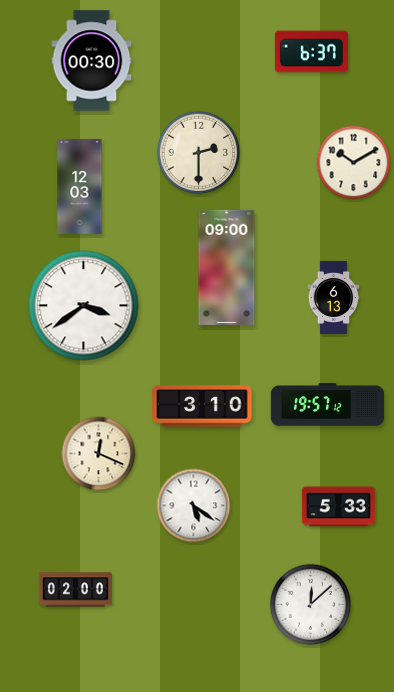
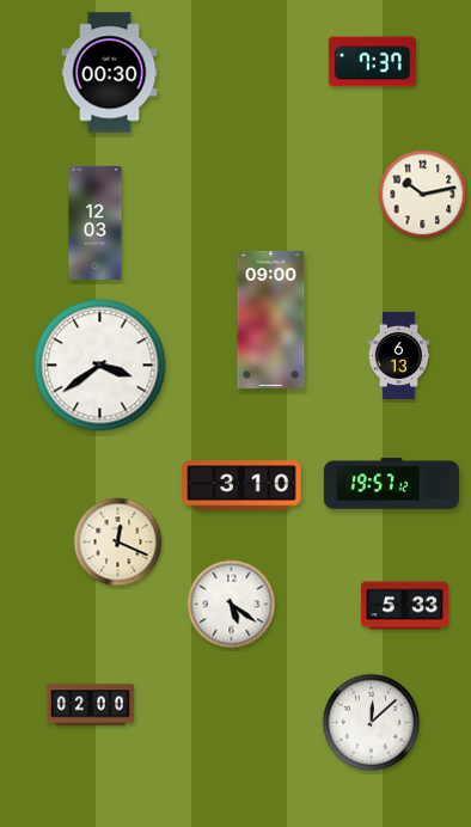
clock at (311, 52): 6:37 -> 7:37
clock at (199, 153): 2:30 -> none
clock at (354, 163): 10:10 -> 10:13
